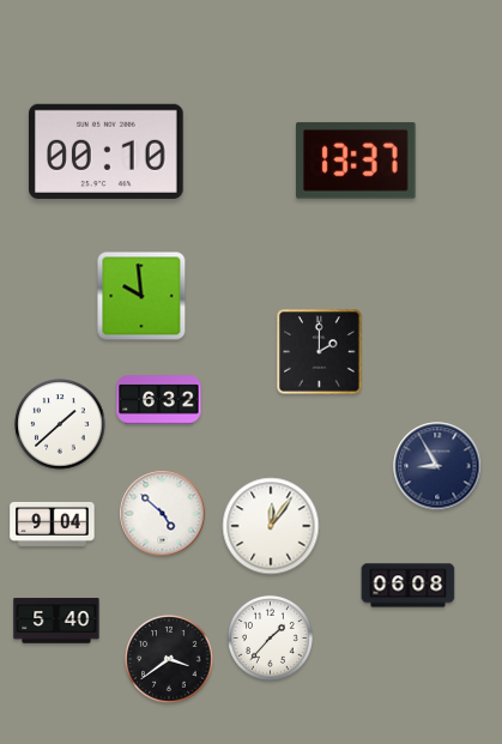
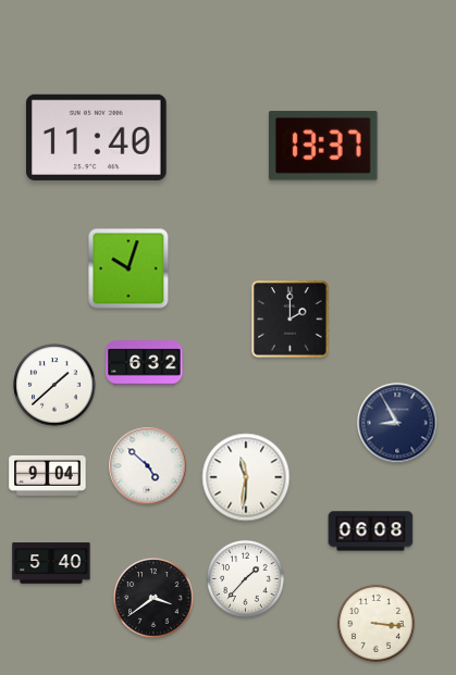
clock at (107, 151): 00:10 -> 11:40
clock at (141, 296): 9:59 -> 10:03
clock at (271, 526): 12:06 -> 11:31
clock at (375, 623): none -> 3:16
